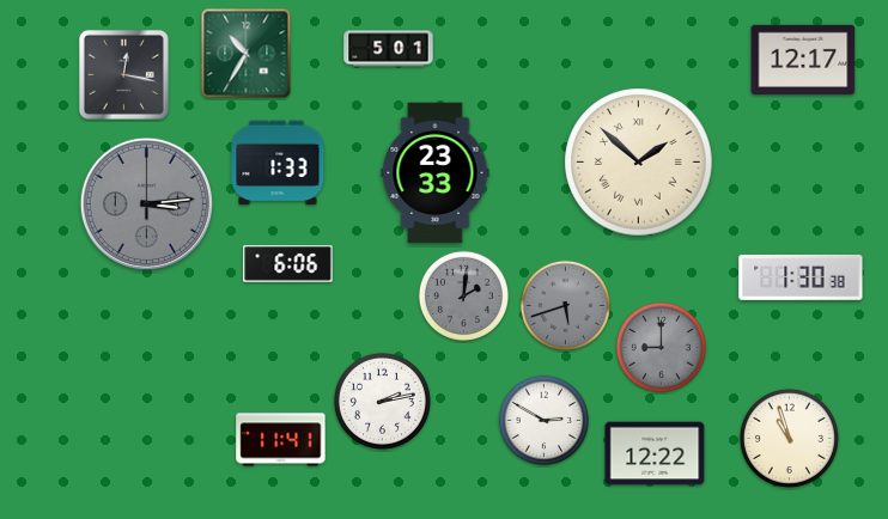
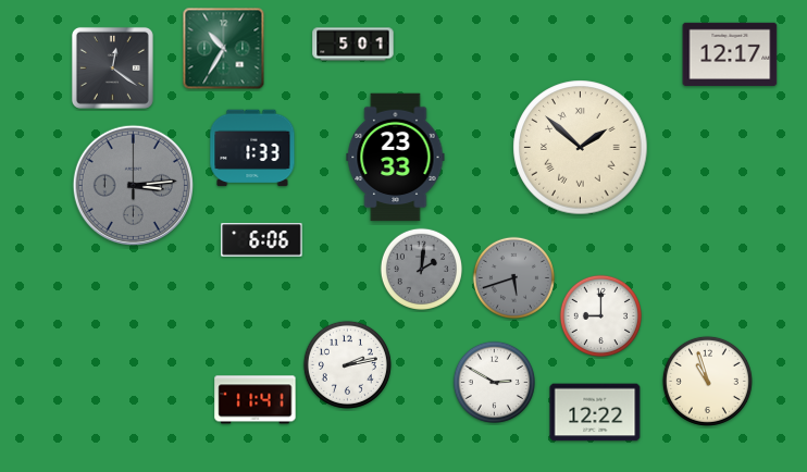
clock at (123, 74): 12:17 -> 12:21
clock at (801, 277): 1:30 -> none
clock at (661, 347) dial: grey -> white
clock at (789, 438) position: (789, 438) -> (707, 381)
